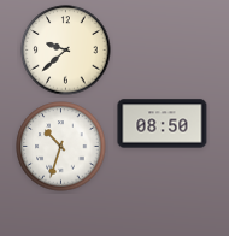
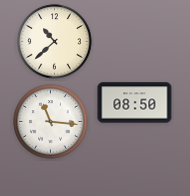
clock at (66, 51): 9:38 -> 10:38
clock at (61, 147): 10:33 -> 11:16
